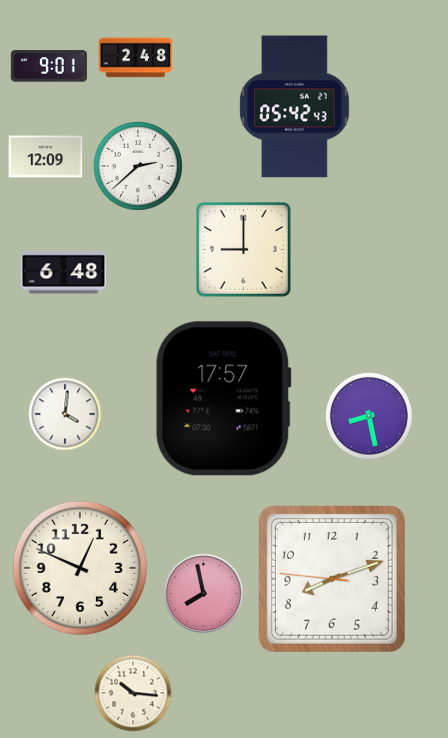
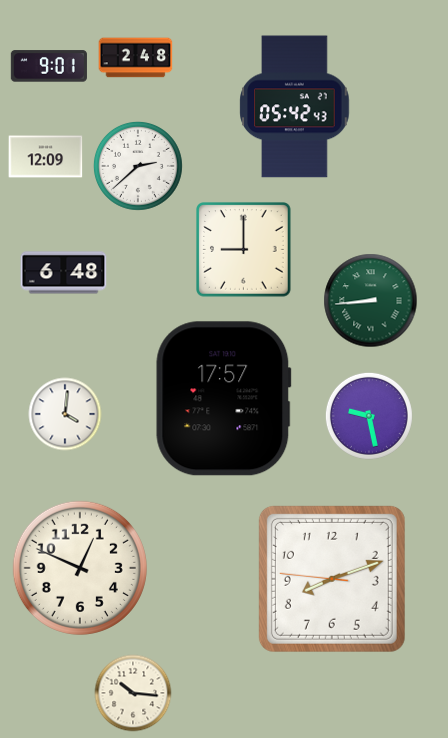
clock at (371, 301): none -> 8:44
clock at (369, 416): 8:28 -> 9:28
clock at (204, 594): 7:58 -> none
